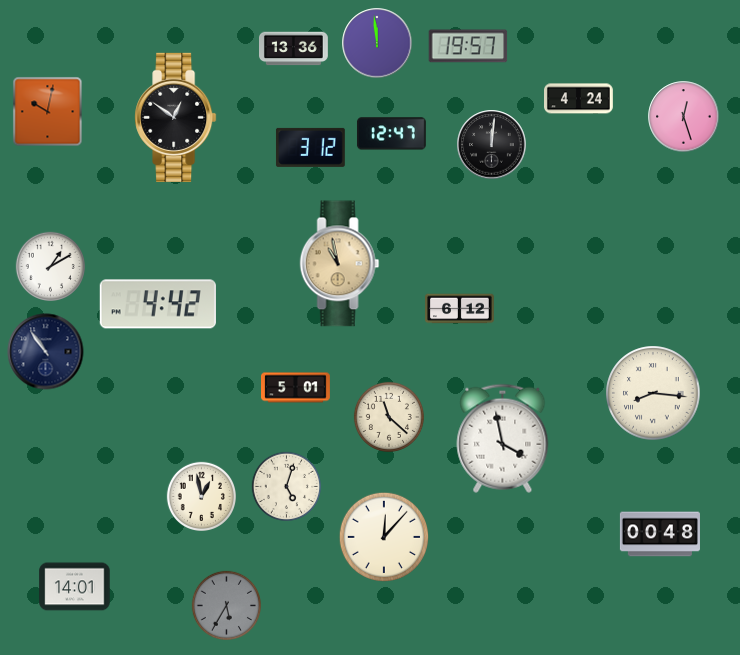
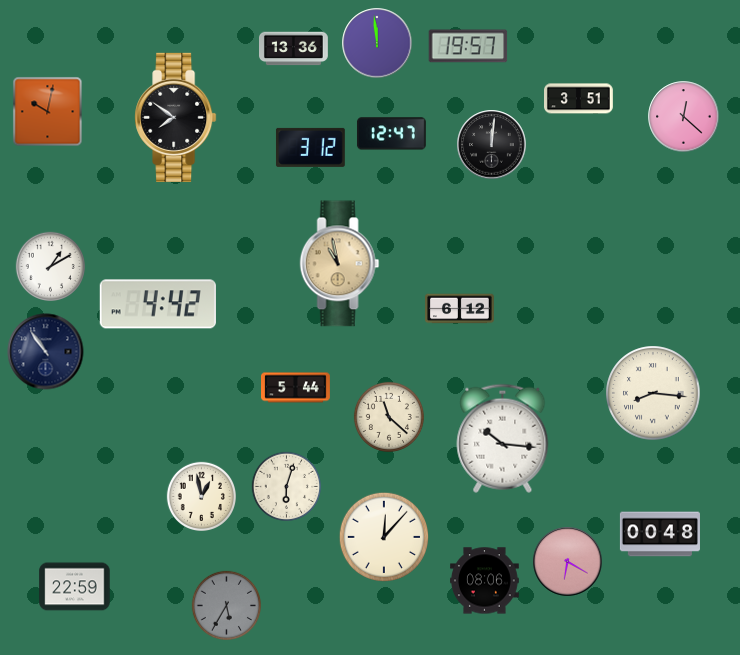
clock at (579, 99): 4:24 -> 3:51
clock at (176, 117): 12:51 -> 7:51
clock at (684, 117): 12:27 -> 12:22
clock at (296, 388): 5:01 -> 5:44
clock at (503, 438): 3:58 -> 10:16
clock at (286, 486): 5:03 -> 6:03
clock at (568, 562): none -> 6:20
clock at (485, 581): none -> 08:06
clock at (75, 587): 14:01 -> 22:59
